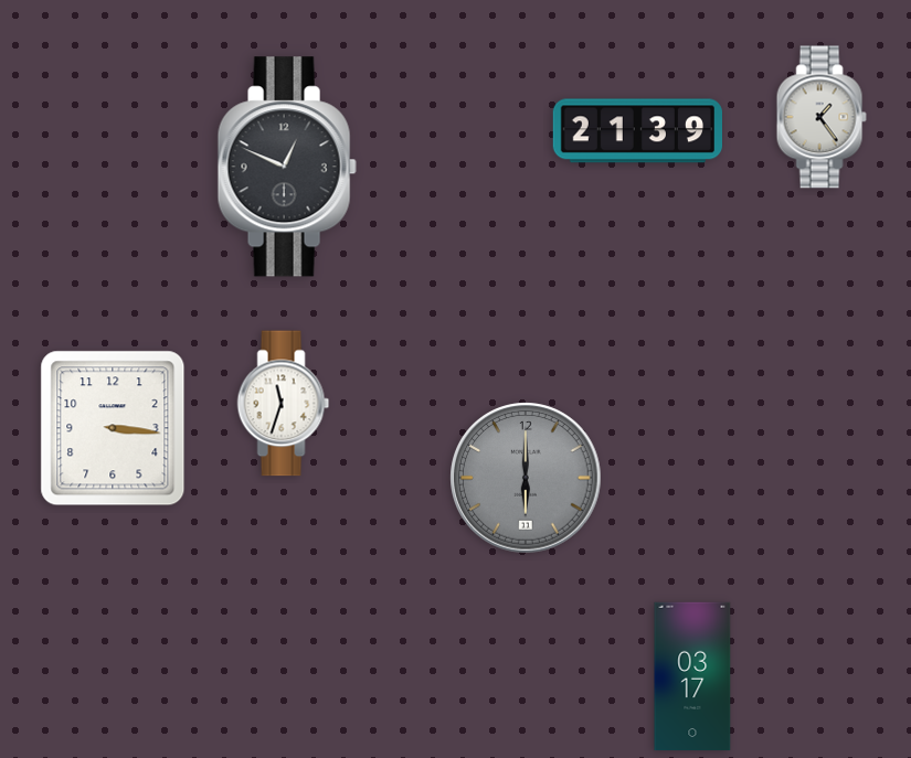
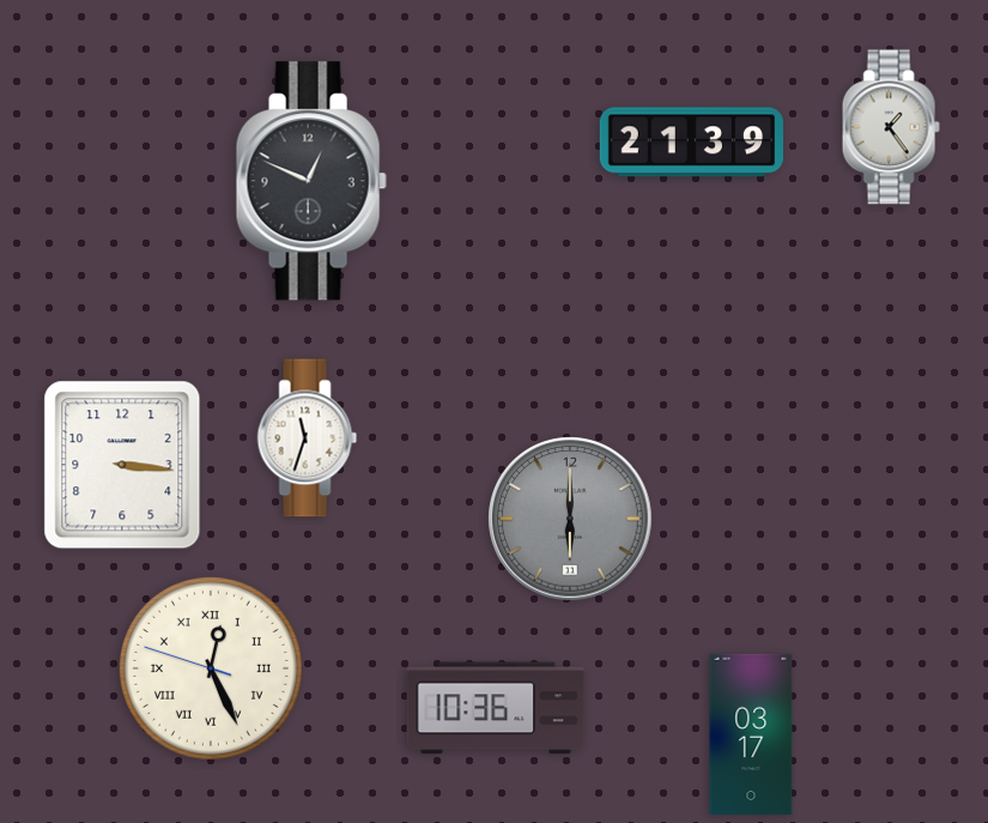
clock at (211, 668): none -> 12:25
clock at (496, 708): none -> 10:36
